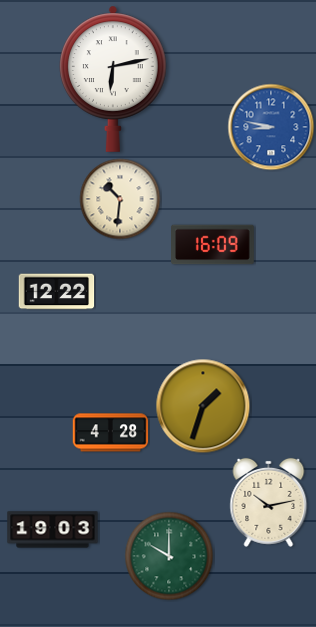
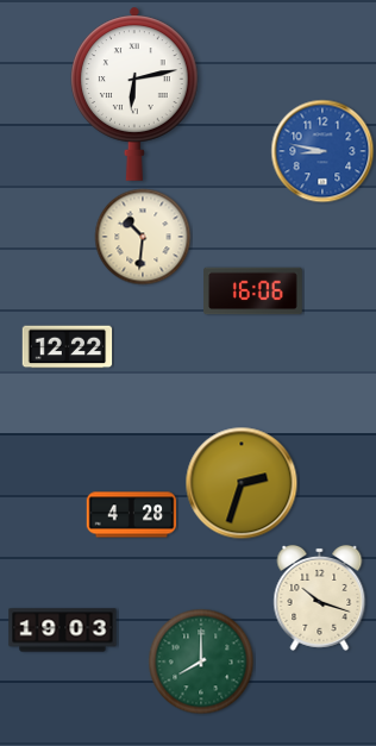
clock at (213, 245): 16:09 -> 16:06
clock at (203, 406): 1:33 -> 2:33
clock at (269, 502): 10:13 -> 10:18
clock at (169, 556): 10:00 -> 8:00
